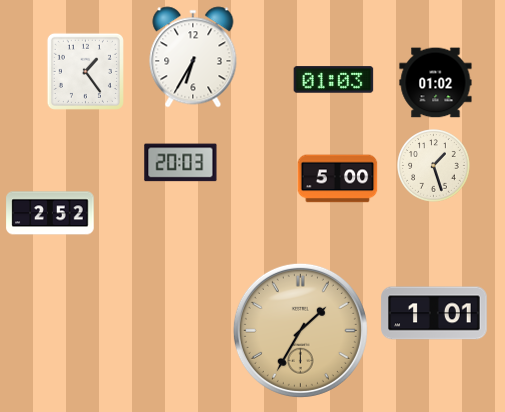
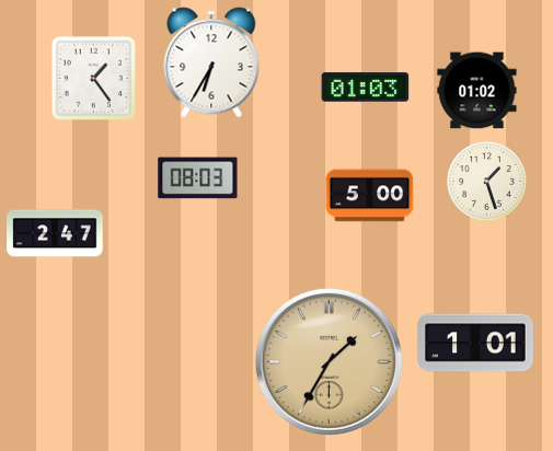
clock at (181, 163): 20:03 -> 08:03
clock at (434, 166) position: (434, 166) -> (487, 182)
clock at (50, 213): 2:52 -> 2:47
